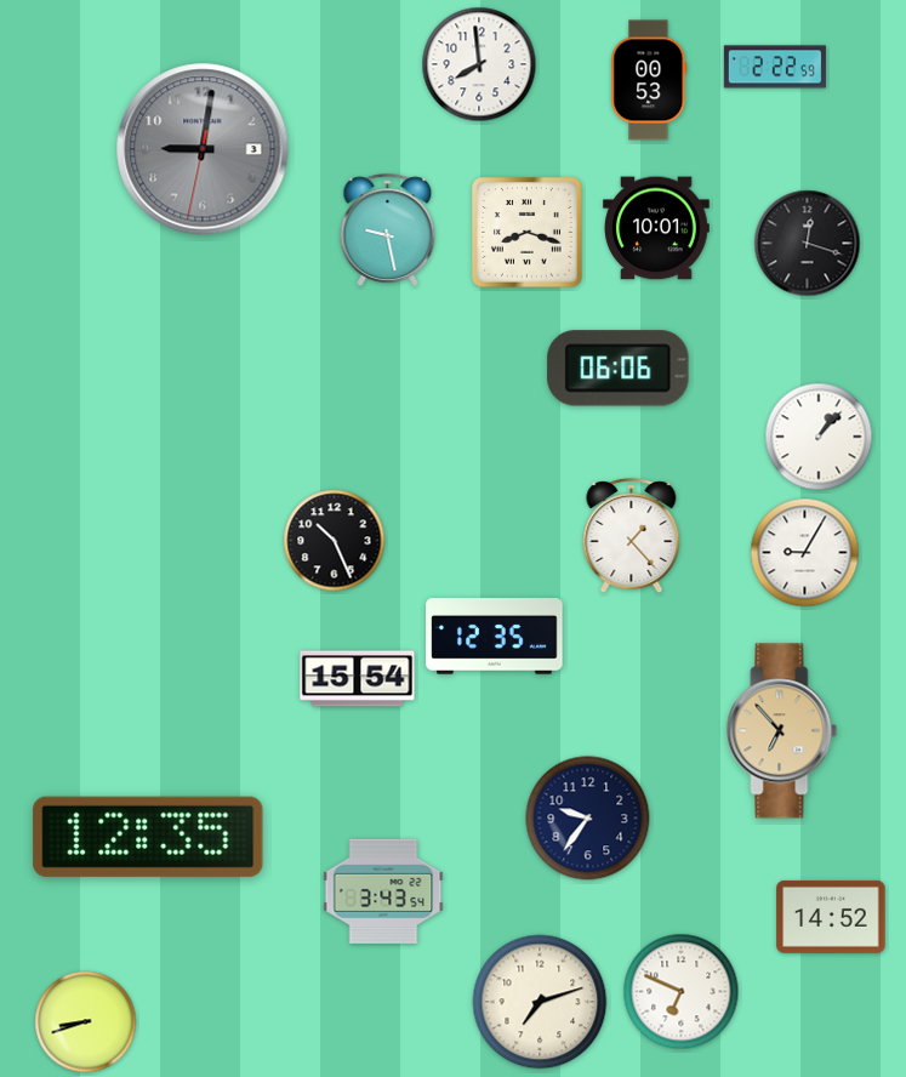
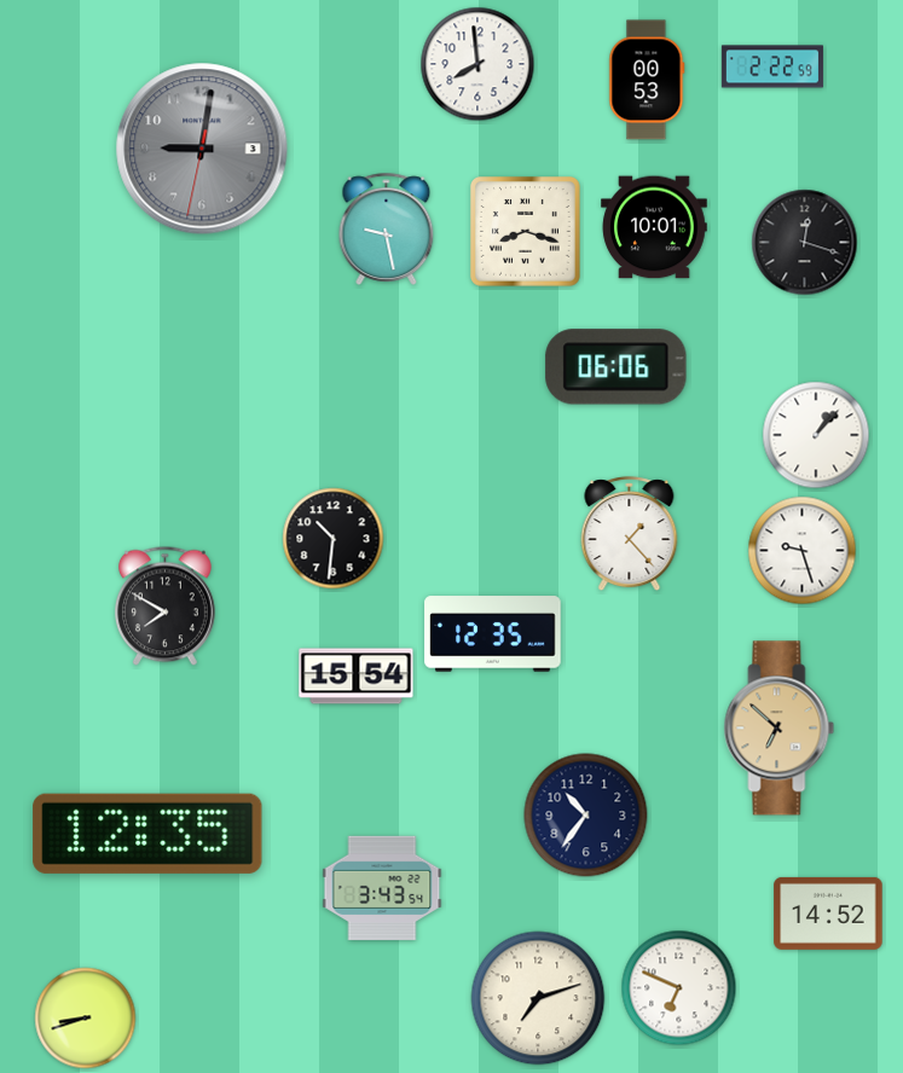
clock at (335, 541): 10:26 -> 10:31
clock at (805, 553): 9:05 -> 9:27
clock at (164, 607): none -> 7:50
clock at (782, 731): 6:53 -> 6:52
clock at (588, 819): 9:36 -> 10:36
